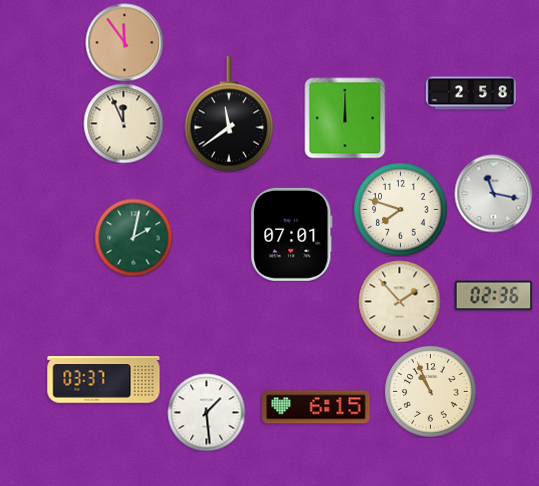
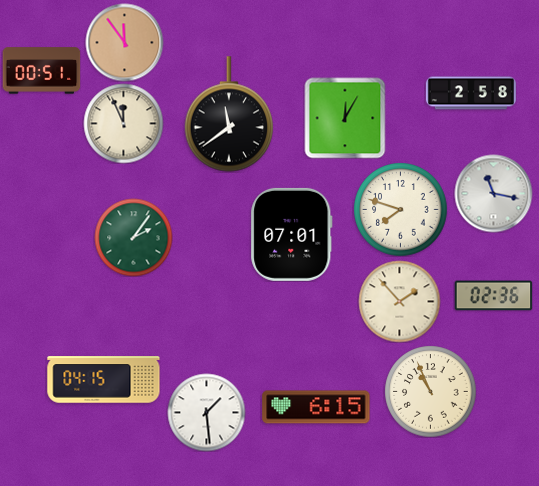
clock at (41, 71): none -> 00:51
clock at (345, 118): 12:00 -> 12:05
clock at (133, 237): 2:02 -> 2:06
clock at (104, 380): 03:37 -> 04:15
